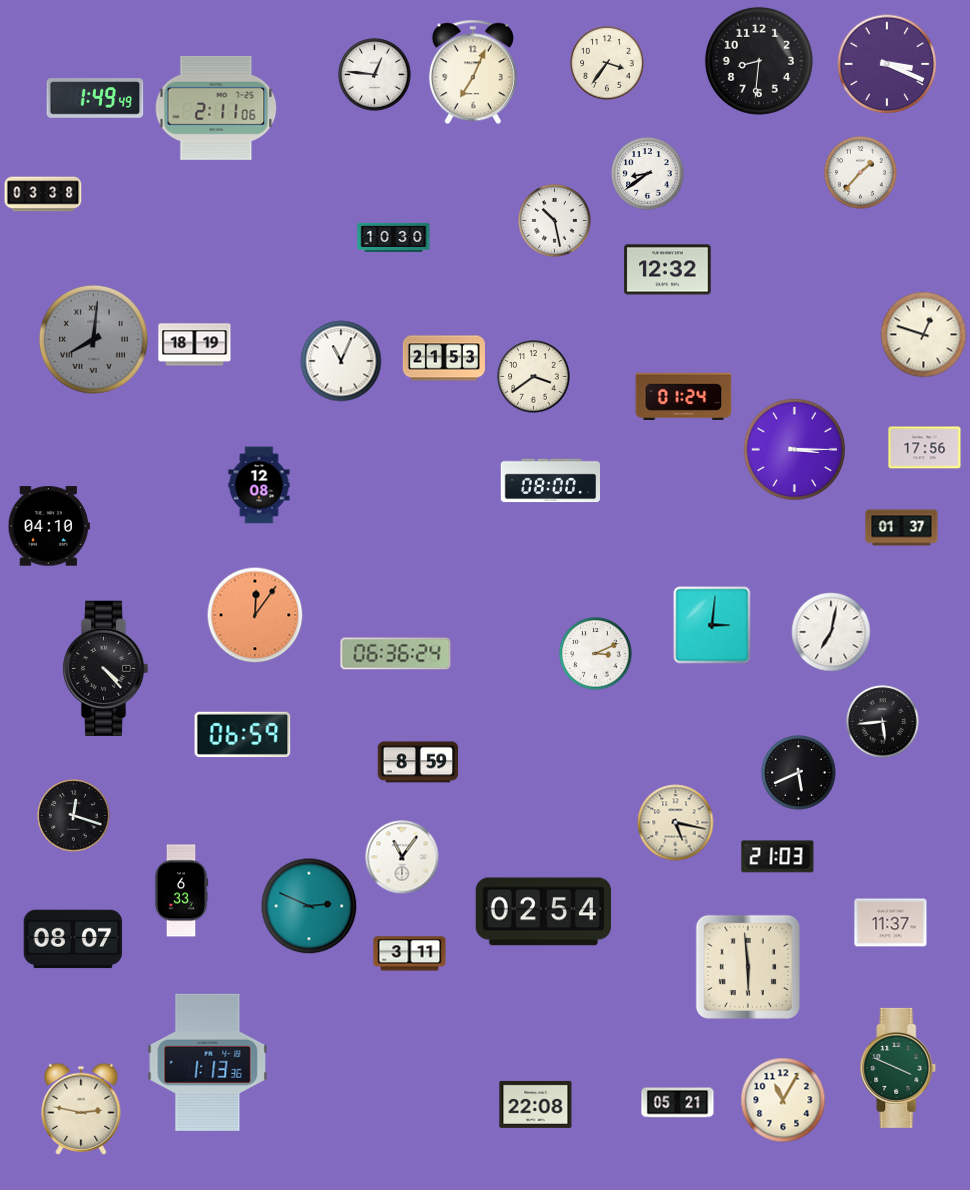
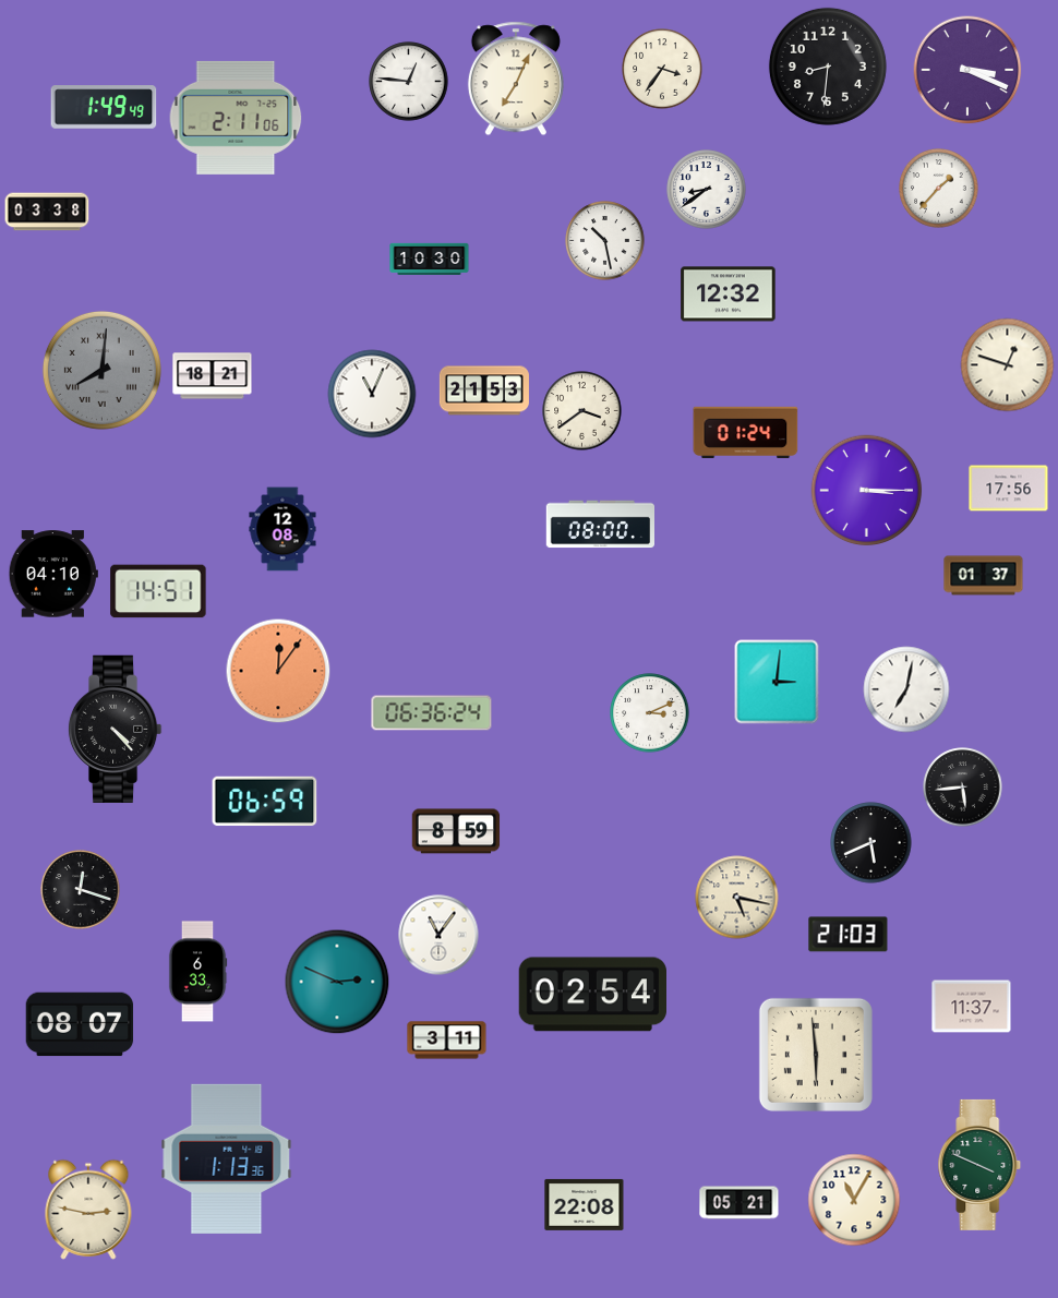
clock at (195, 345): 18:19 -> 18:21
clock at (158, 591): none -> 14:51
clock at (309, 906) position: (309, 906) -> (337, 982)
